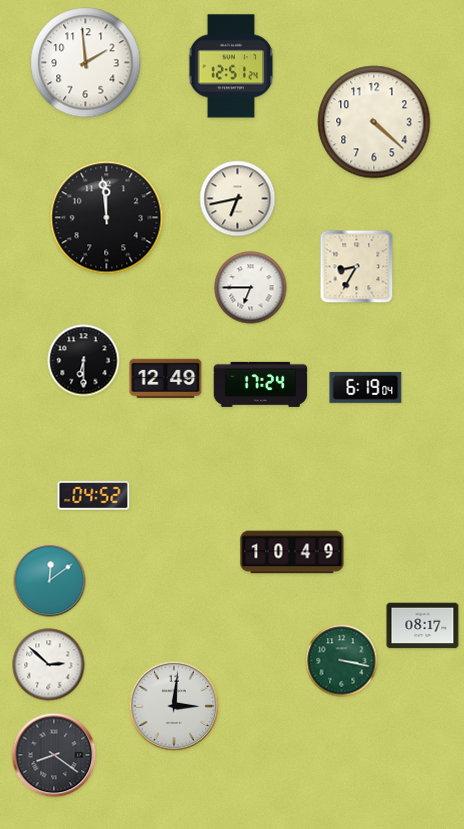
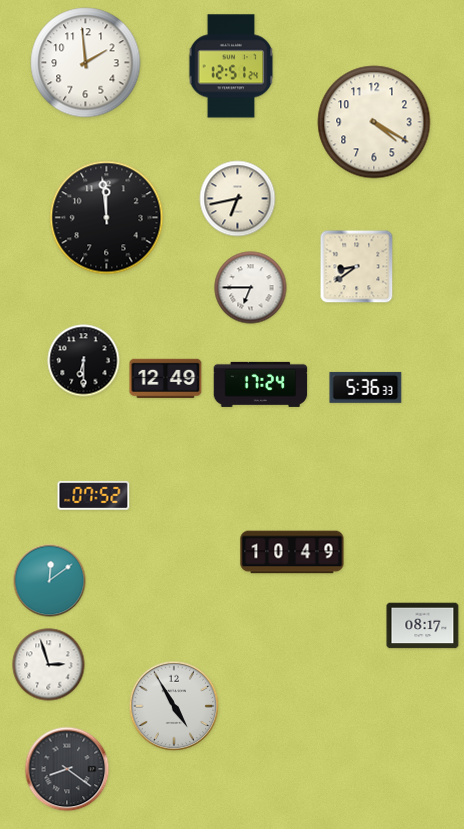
clock at (374, 122): 4:22 -> 4:20
clock at (357, 267): 8:35 -> 8:39
clock at (366, 387): 6:19 -> 5:36
clock at (94, 495): 04:52 -> 07:52
clock at (342, 661): 3:17 -> none
clock at (49, 665): 2:52 -> 2:57
clock at (174, 706): 3:01 -> 4:55
clock at (54, 755) position: (54, 755) -> (67, 769)
